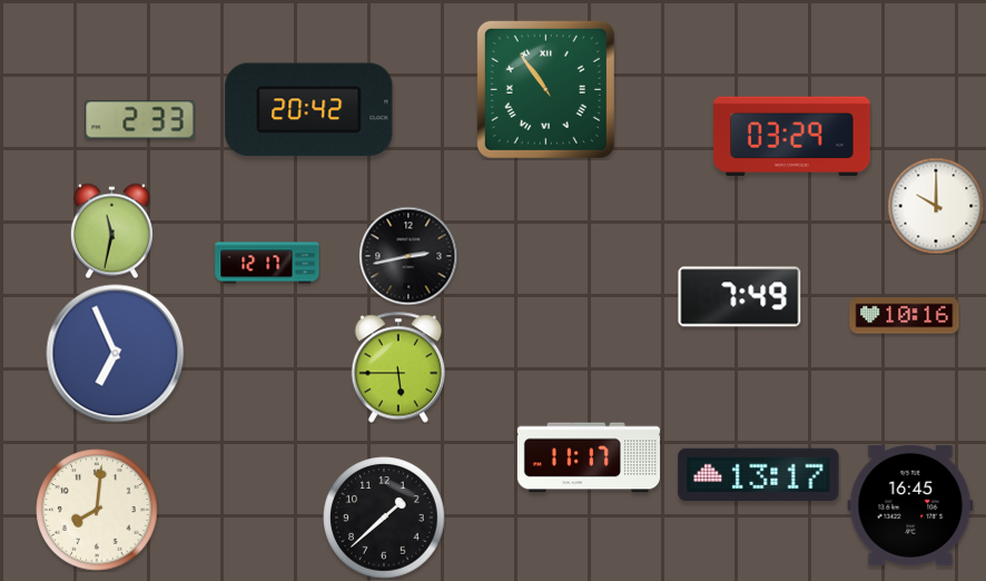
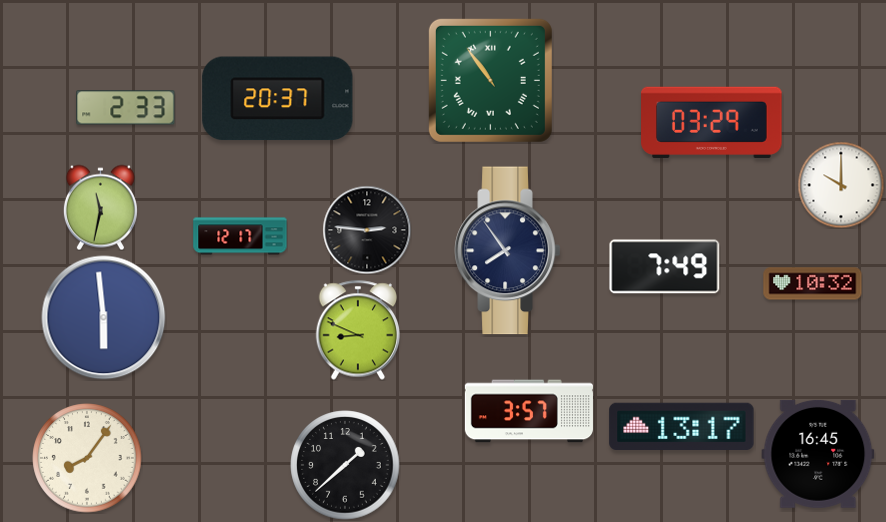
clock at (309, 110): 20:42 -> 20:37
clock at (408, 256): 2:43 -> 2:46
clock at (508, 251): none -> 7:54
clock at (905, 316): 10:16 -> 10:32
clock at (116, 354): 6:56 -> 5:59
clock at (397, 367): 5:45 -> 8:49
clock at (589, 457): 11:17 -> 3:57
clock at (97, 510): 8:01 -> 8:06
